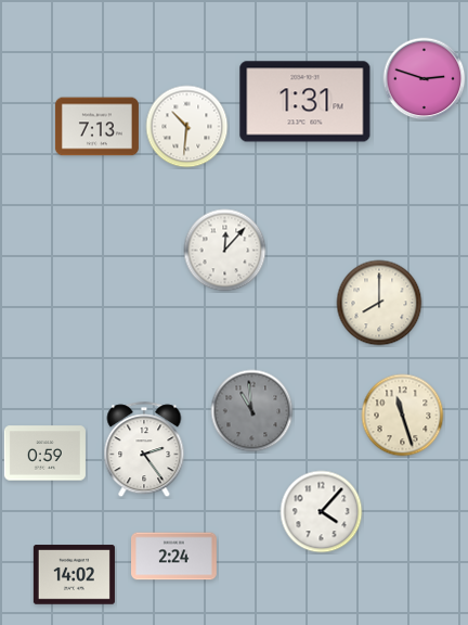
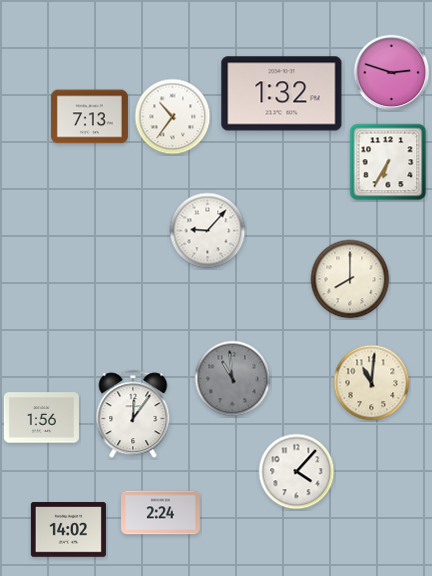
clock at (305, 102): 1:31 -> 1:32
clock at (187, 127): 10:31 -> 10:36
clock at (388, 162): none -> 6:35
clock at (225, 251): 12:07 -> 9:07
clock at (403, 416): 11:27 -> 11:01
clock at (144, 450): 2:24 -> 12:06
clock at (44, 454): 0:59 -> 1:56
